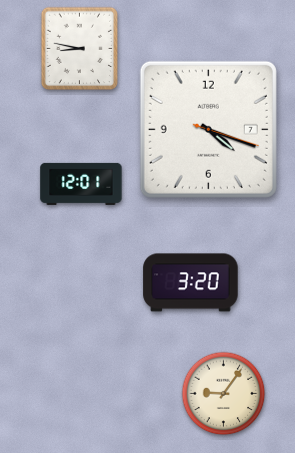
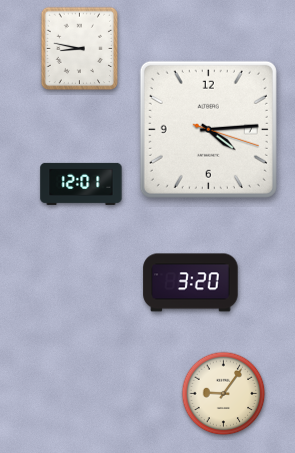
clock at (208, 129): 4:18 -> 4:14
